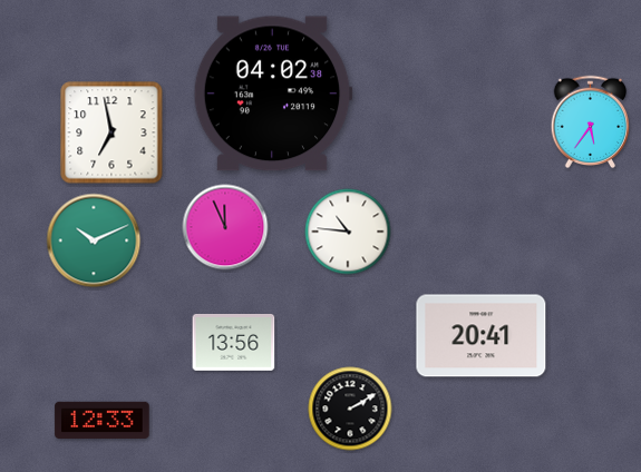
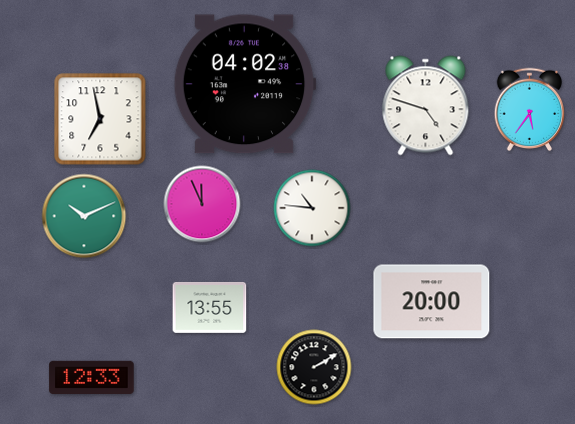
clock at (426, 106): none -> 4:48
clock at (482, 336): 20:41 -> 20:00
clock at (234, 343): 13:56 -> 13:55
